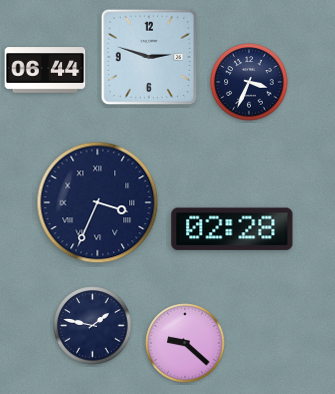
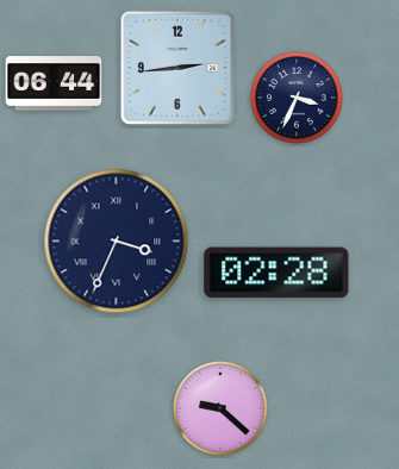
clock at (149, 57): 2:48 -> 2:44
clock at (93, 326): 1:47 -> none
